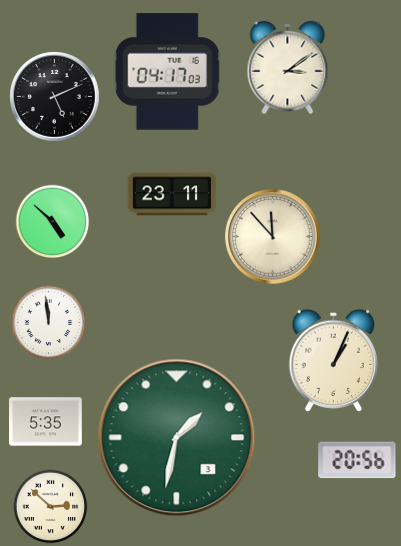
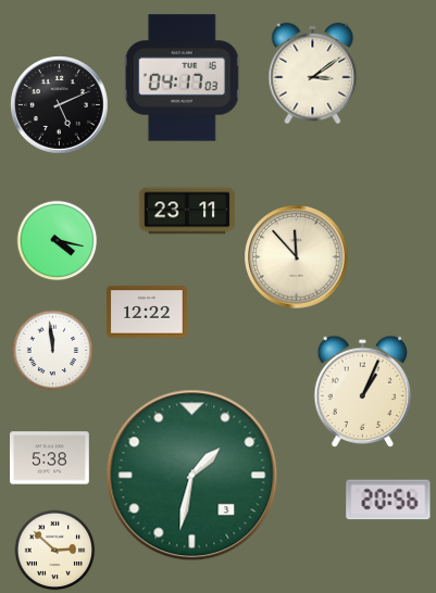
clock at (53, 222): 4:52 -> 4:17
clock at (147, 312): none -> 12:22
clock at (46, 422): 5:35 -> 5:38
